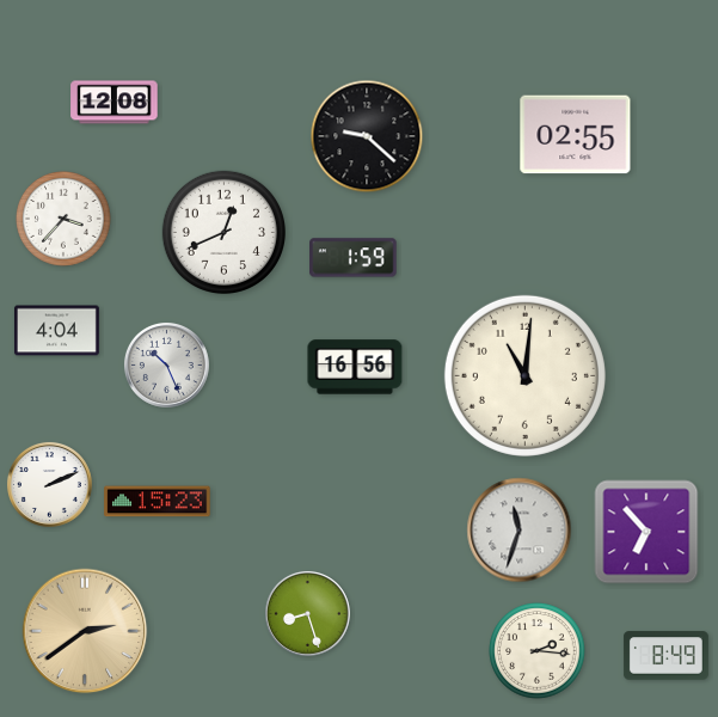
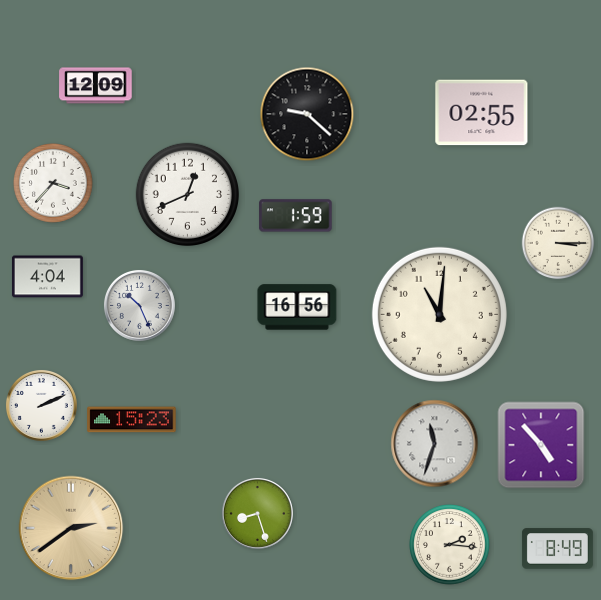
clock at (115, 103): 12:08 -> 12:09
clock at (558, 243): none -> 3:15
clock at (646, 532): 6:53 -> 4:53
